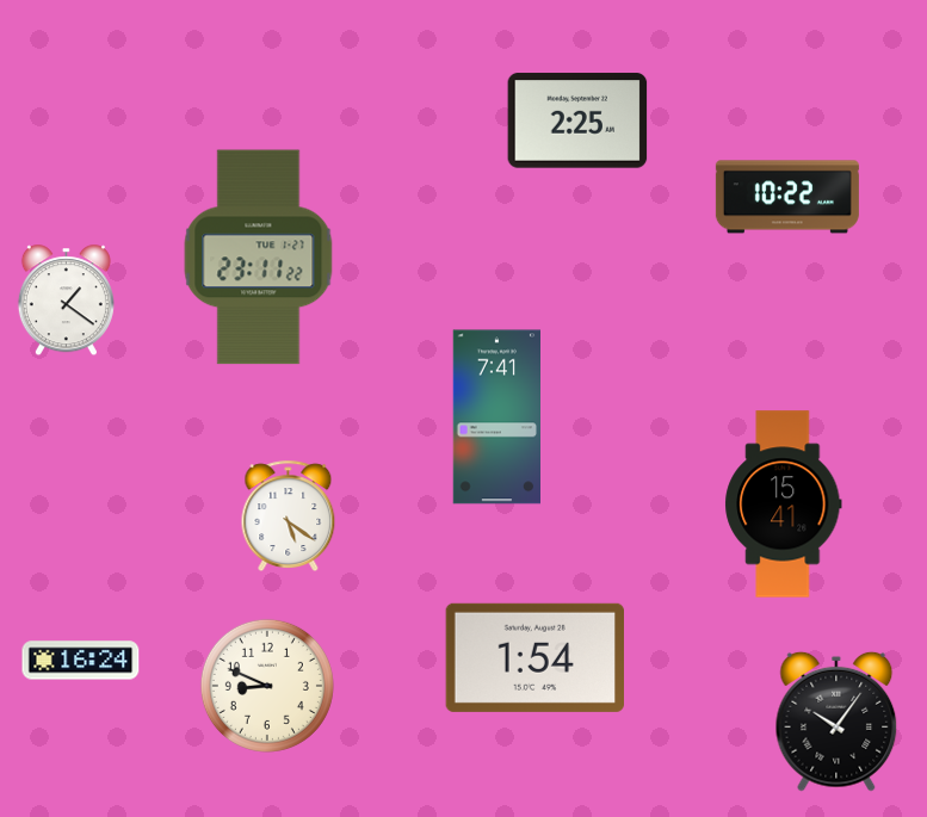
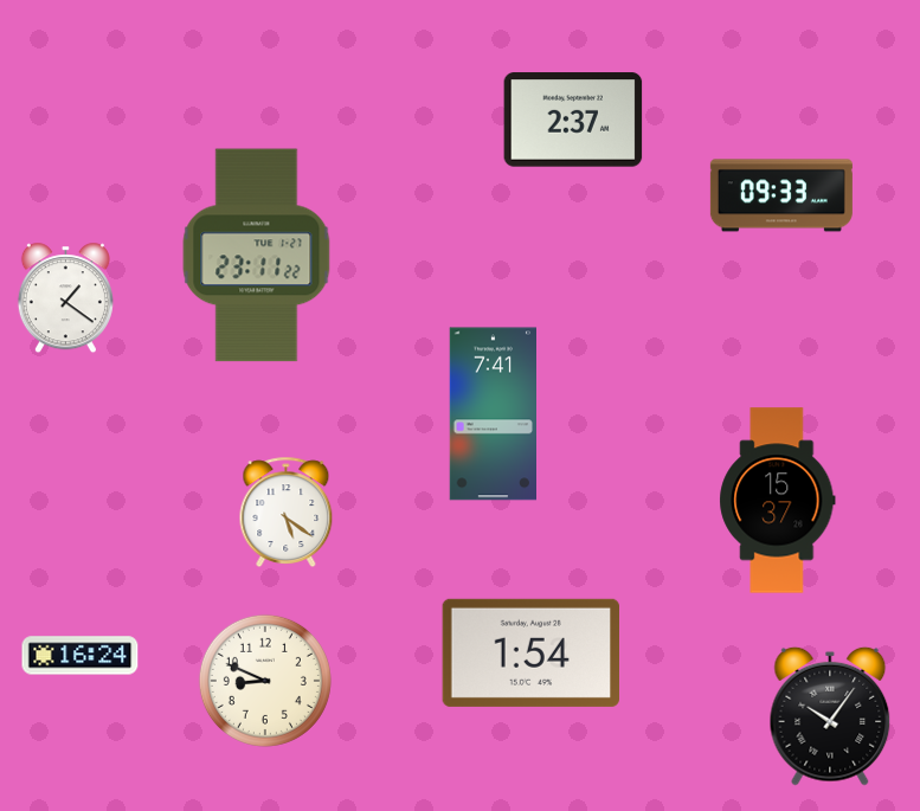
clock at (577, 120): 2:25 -> 2:37
clock at (787, 197): 10:22 -> 09:33
clock at (784, 505): 15:41 -> 15:37
